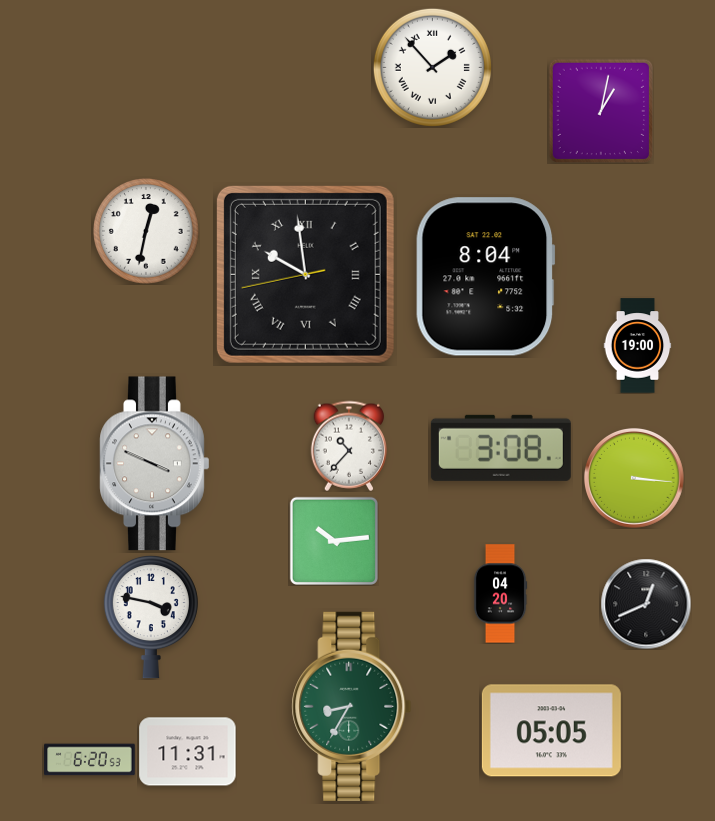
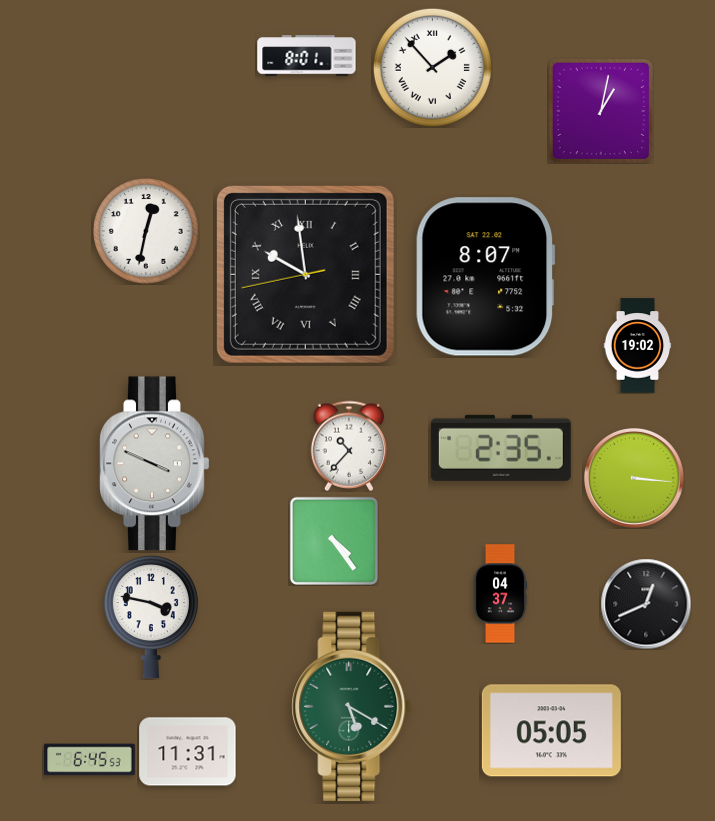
clock at (307, 56): none -> 8:01
clock at (486, 277): 8:04 -> 8:07
clock at (638, 346): 19:00 -> 19:02
clock at (501, 448): 3:08 -> 2:35
clock at (334, 541): 10:14 -> 4:24
clock at (500, 594): 04:20 -> 04:37
clock at (352, 706): 8:35 -> 5:20
clock at (90, 760): 6:20 -> 6:45
